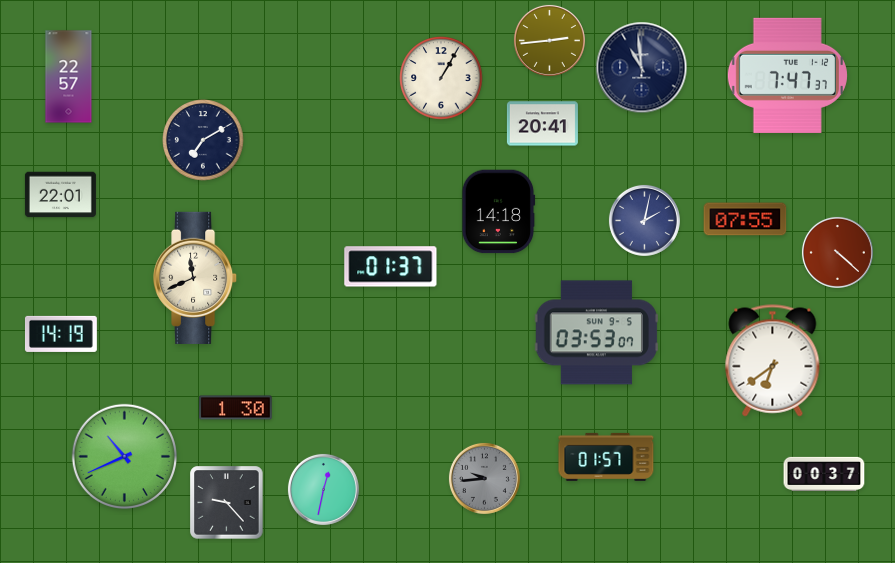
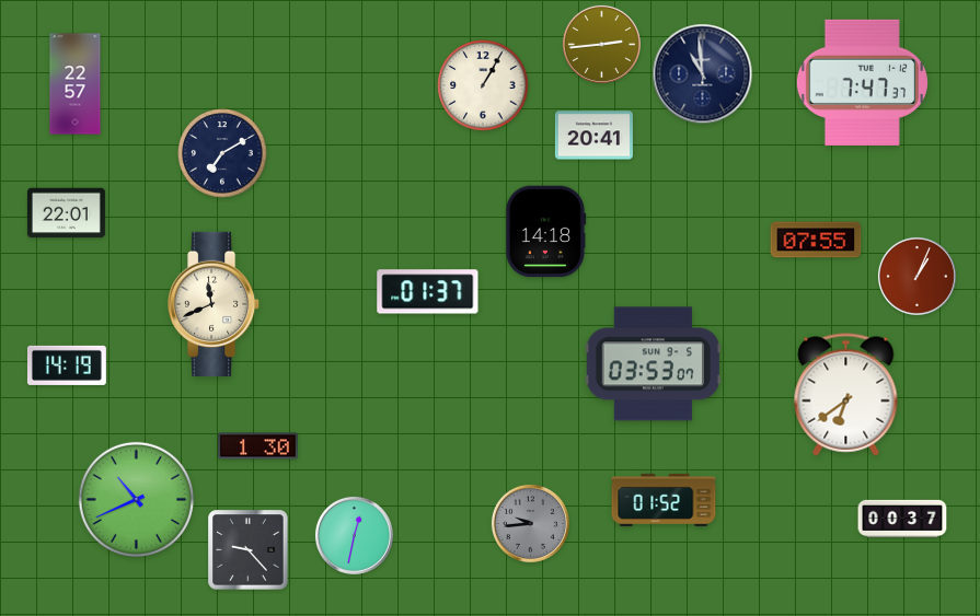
clock at (644, 220): 2:02 -> none
clock at (837, 252): 4:22 -> 1:04
clock at (606, 457): 01:57 -> 01:52
